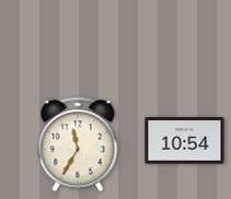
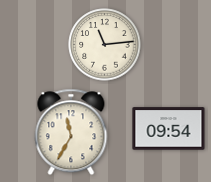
clock at (105, 45): none -> 11:14
clock at (185, 141): 10:54 -> 09:54
